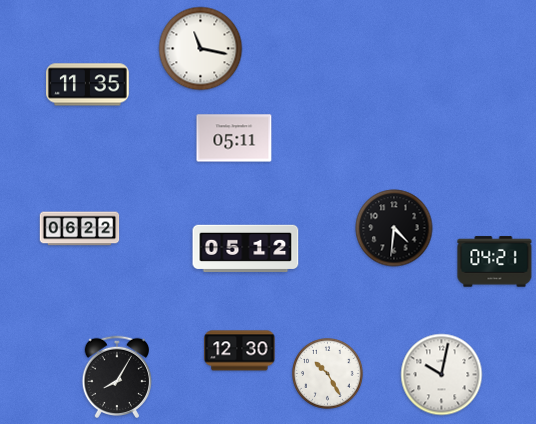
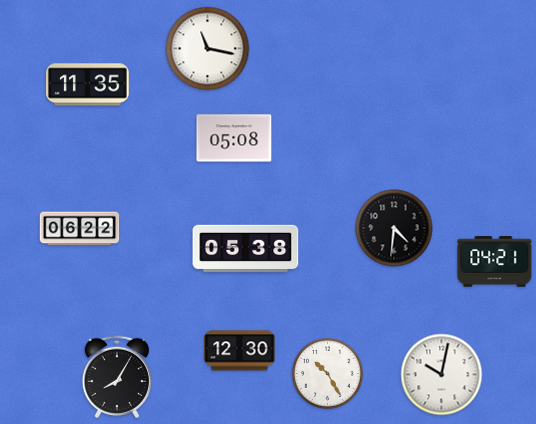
clock at (201, 49) position: (201, 49) -> (208, 49)
clock at (234, 138): 05:11 -> 05:08
clock at (246, 249): 05:12 -> 05:38
